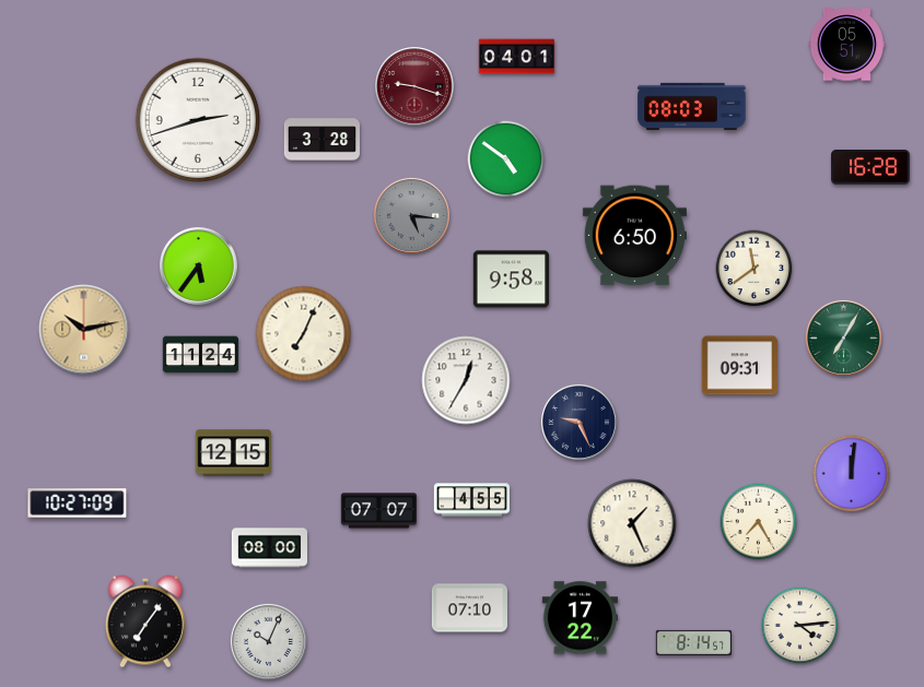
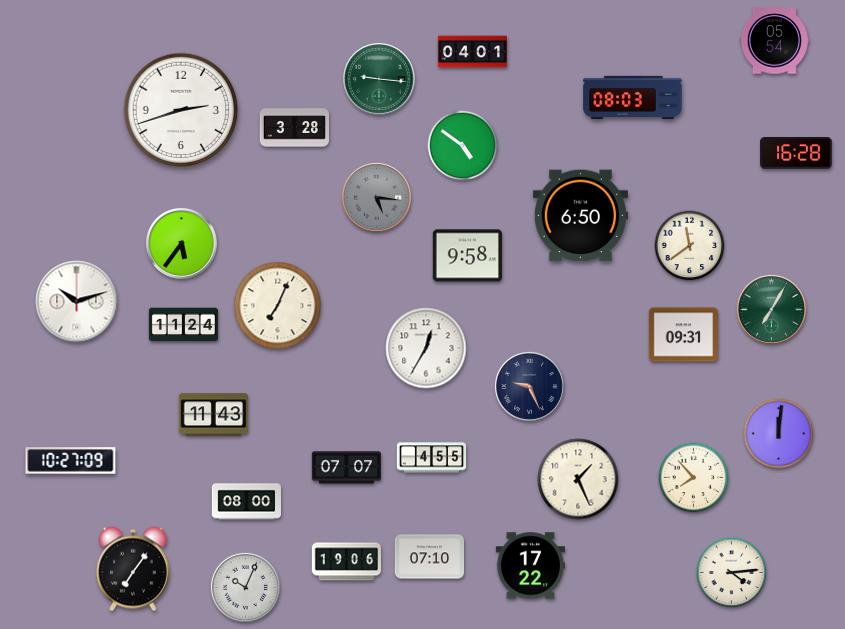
clock at (846, 45): 05:51 -> 05:54
clock at (416, 87): 9:18 -> 9:16
clock at (416, 87) dial: burgundy -> green
clock at (84, 330): 10:13 -> 10:12
clock at (84, 330) dial: champagne -> white
clock at (739, 366) position: (739, 366) -> (683, 335)
clock at (233, 453): 12:15 -> 11:43
clock at (759, 522): 7:25 -> 7:53
clock at (346, 562): none -> 19:06
clock at (693, 642): 8:14 -> none
